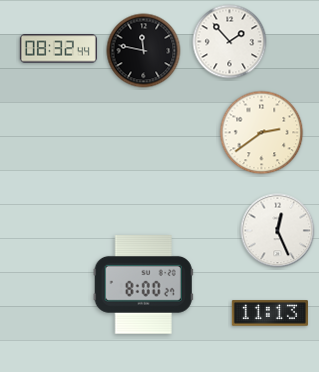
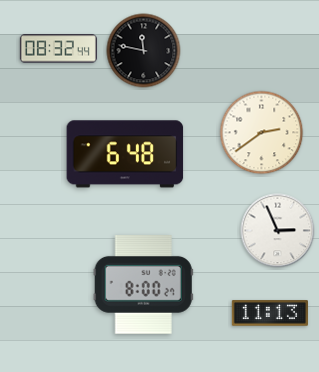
clock at (230, 42): 1:53 -> none
clock at (125, 154): none -> 6:48
clock at (278, 231): 12:26 -> 2:56
